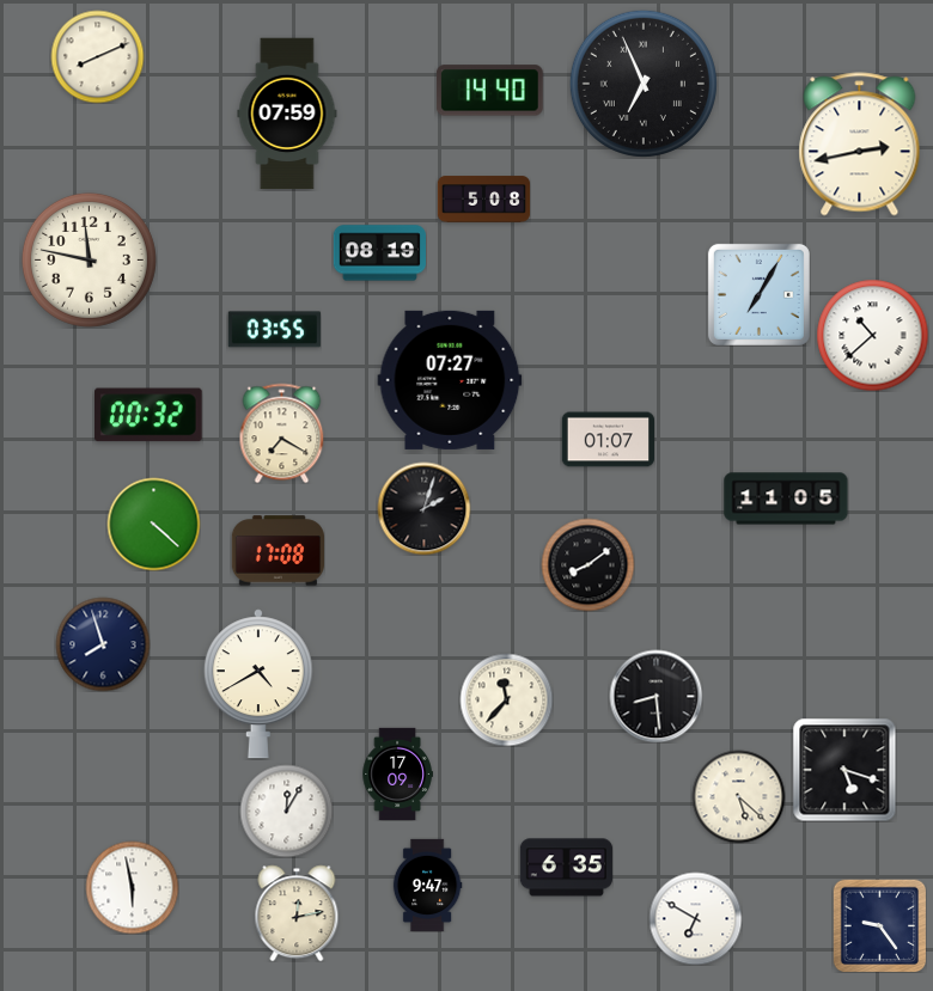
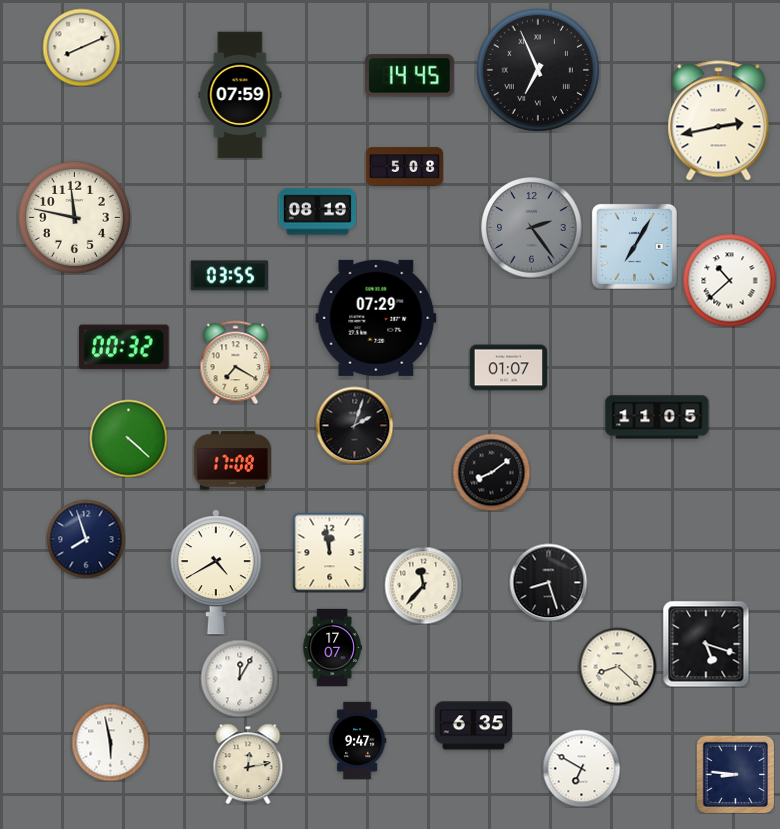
clock at (490, 91): 14:40 -> 14:45
clock at (532, 228): none -> 2:24
clock at (450, 380): 07:27 -> 07:29
clock at (330, 552): none -> 11:58
clock at (655, 696): 8:29 -> 8:27
clock at (397, 773): 17:09 -> 17:07
clock at (738, 796): 5:22 -> 8:22
clock at (879, 925): 9:24 -> 8:46
